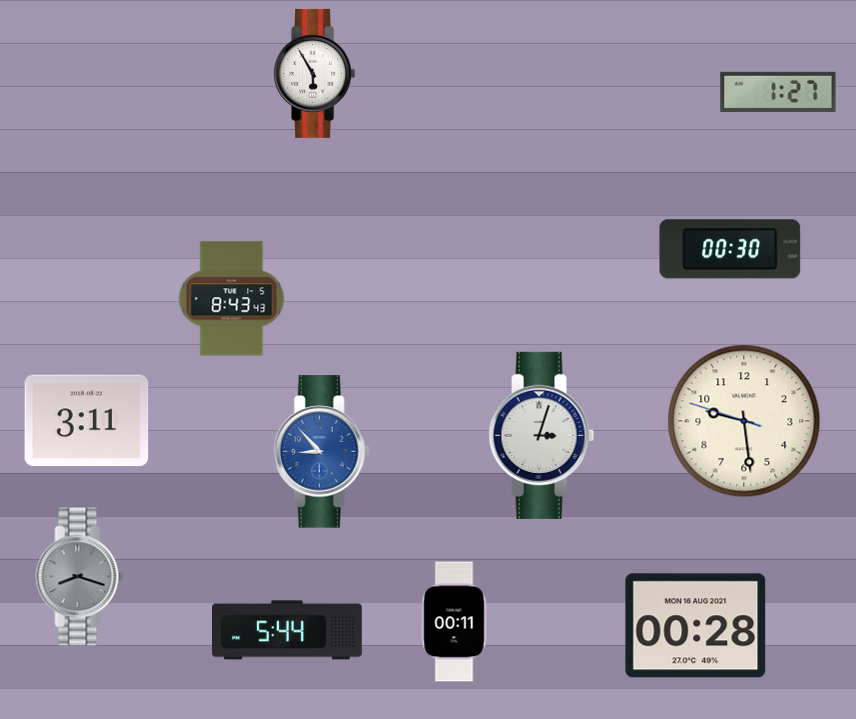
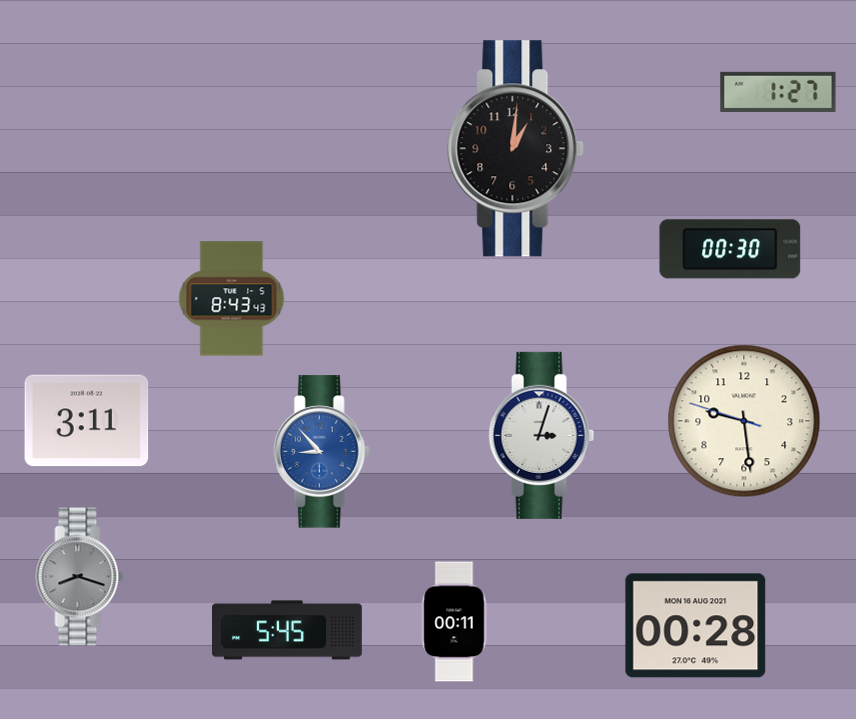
clock at (315, 73): 5:55 -> none
clock at (516, 149): none -> 1:01
clock at (288, 630): 5:44 -> 5:45
